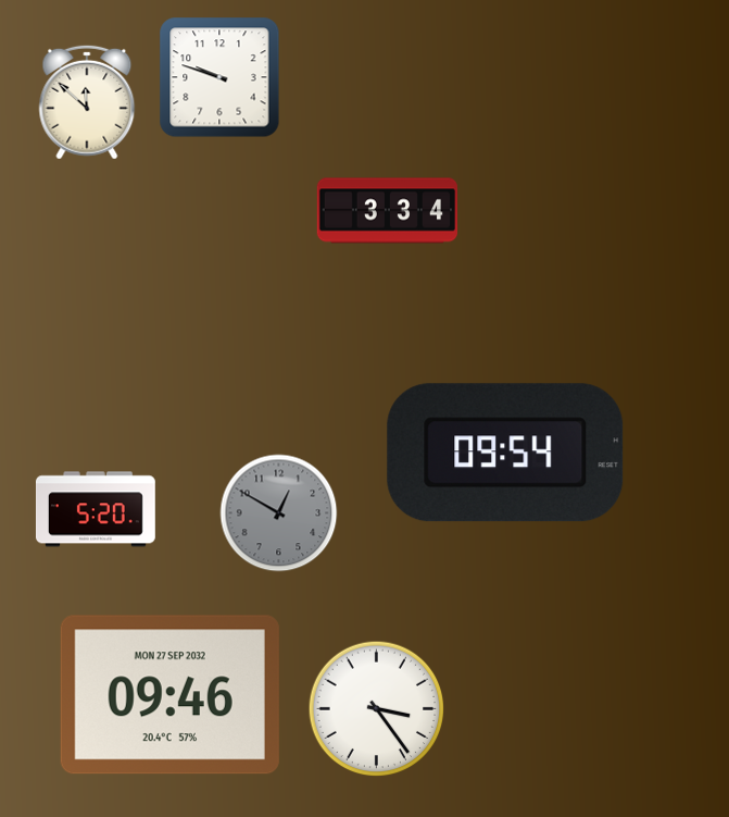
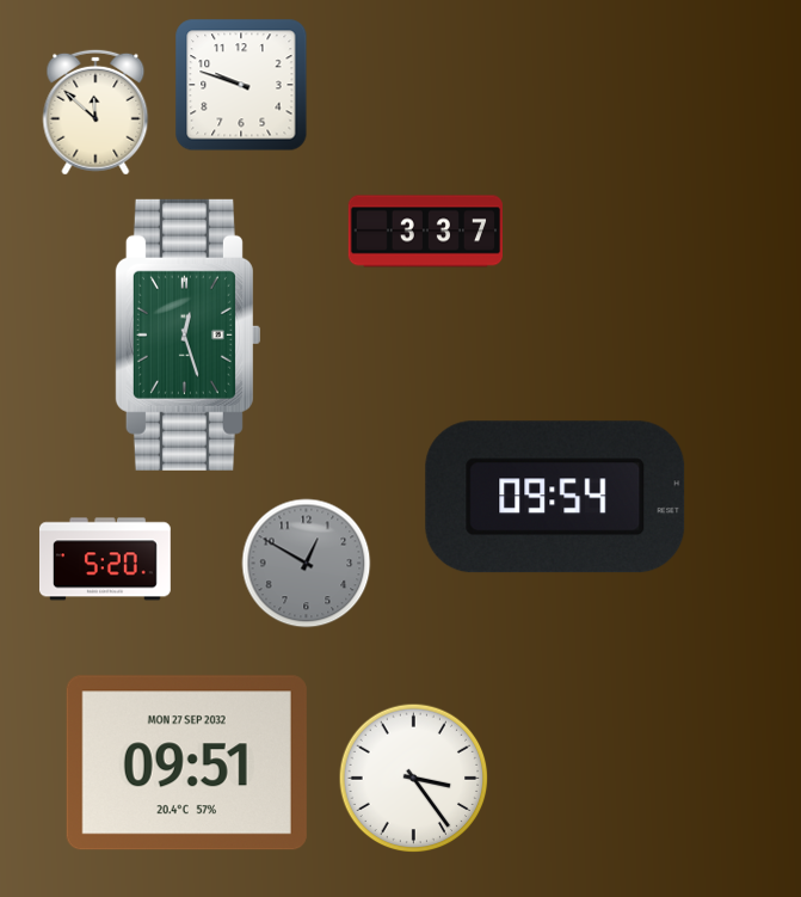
clock at (387, 211): 3:34 -> 3:37
clock at (187, 334): none -> 12:27
clock at (169, 695): 09:46 -> 09:51
